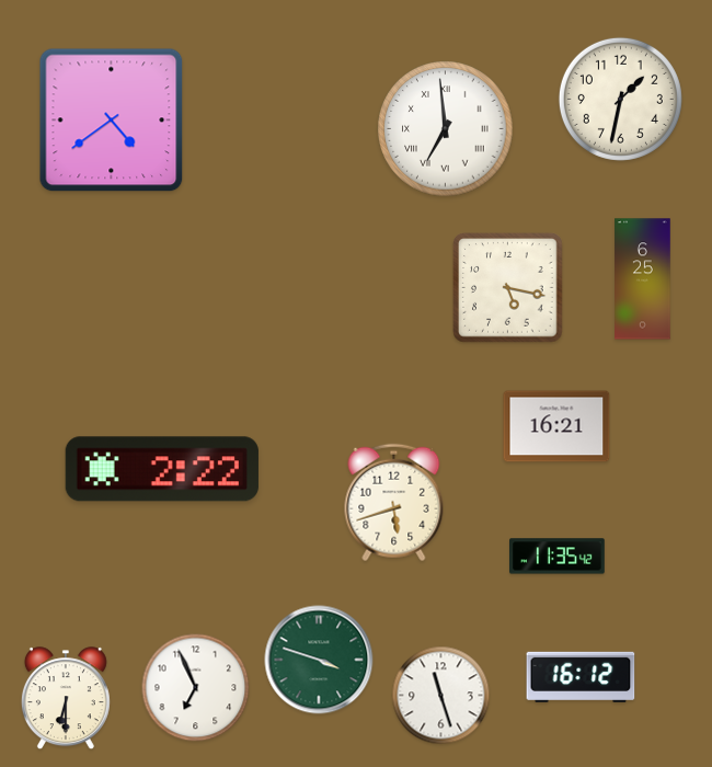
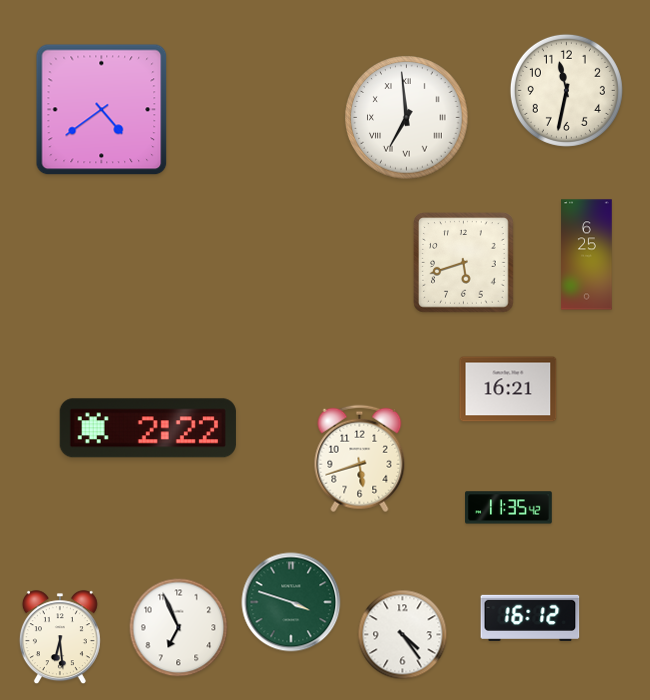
clock at (620, 99): 1:32 -> 11:32
clock at (508, 288): 5:17 -> 5:42
clock at (441, 696): 11:27 -> 4:24
clock at (66, 699): 6:30 -> 6:29
